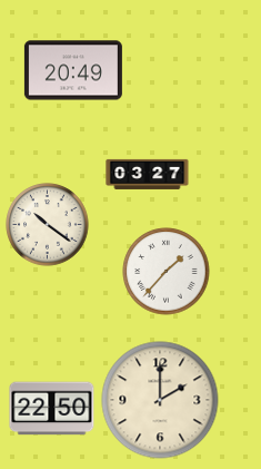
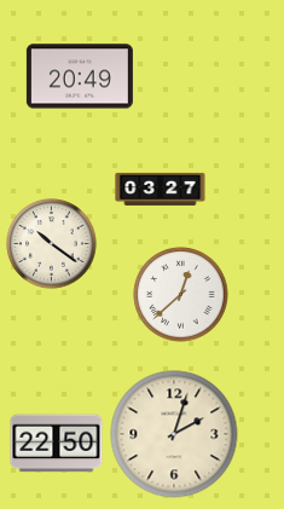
clock at (167, 272): 1:37 -> 12:38
clock at (160, 400): 2:00 -> 2:03
